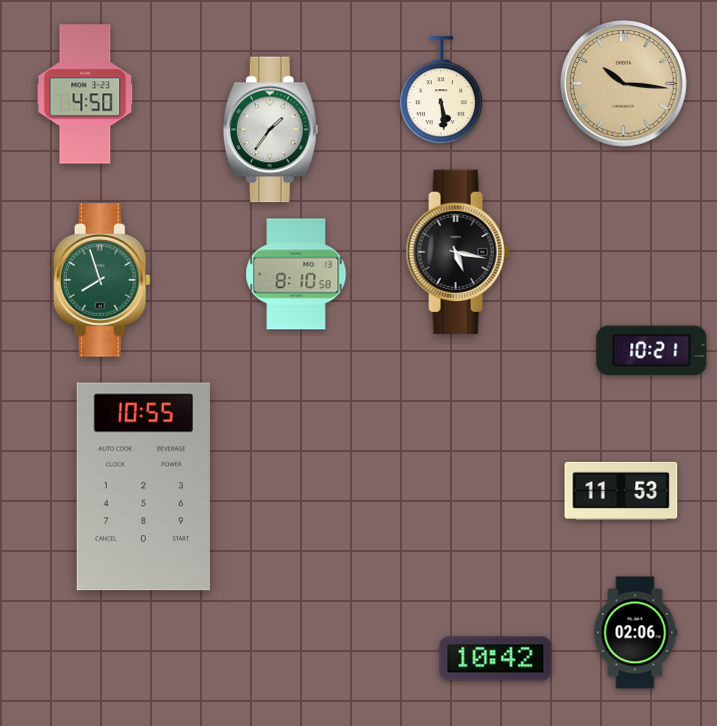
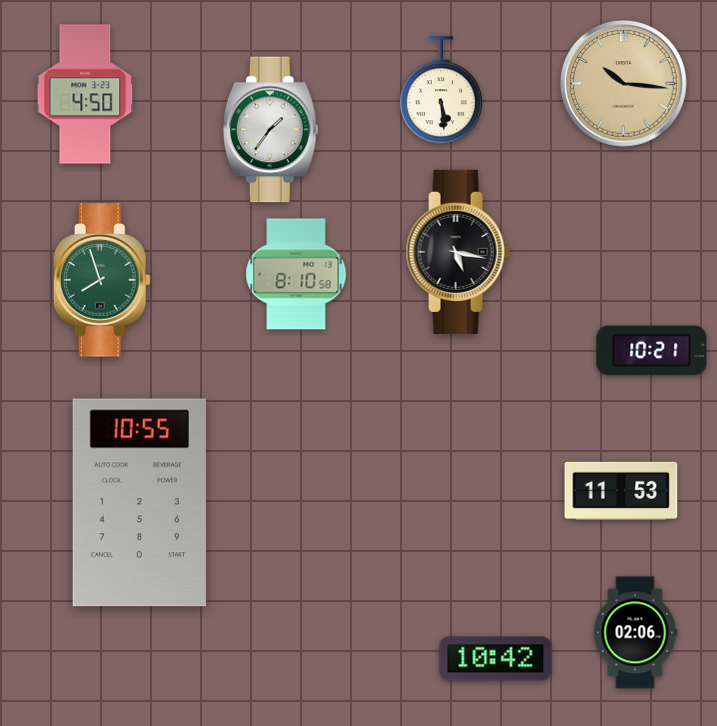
clock at (143, 487) position: (143, 487) -> (139, 503)
